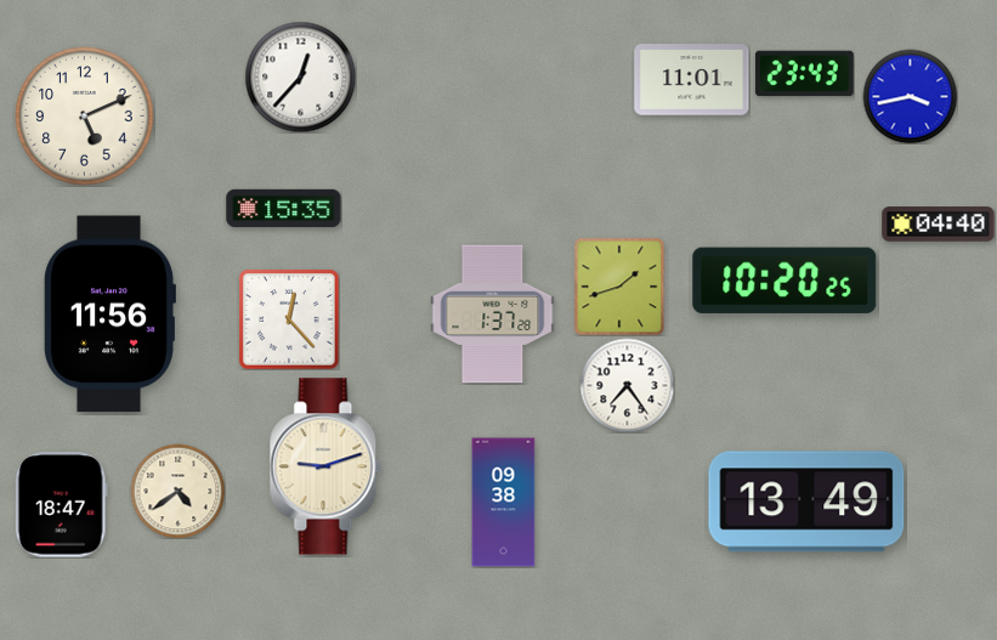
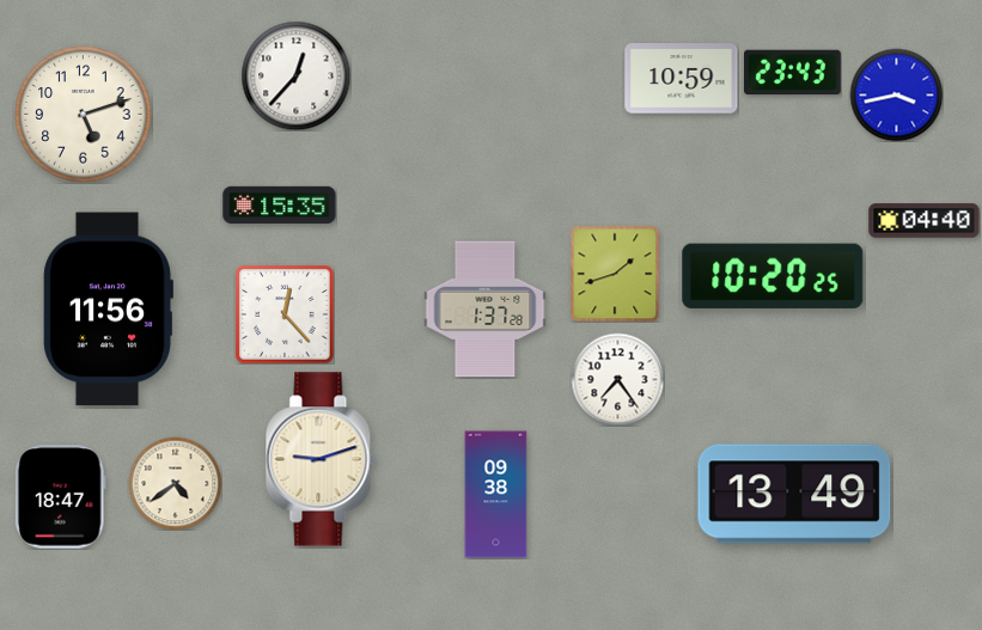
clock at (692, 80): 11:01 -> 10:59
clock at (85, 117): 5:11 -> 5:12
clock at (619, 287) position: (619, 287) -> (615, 274)
